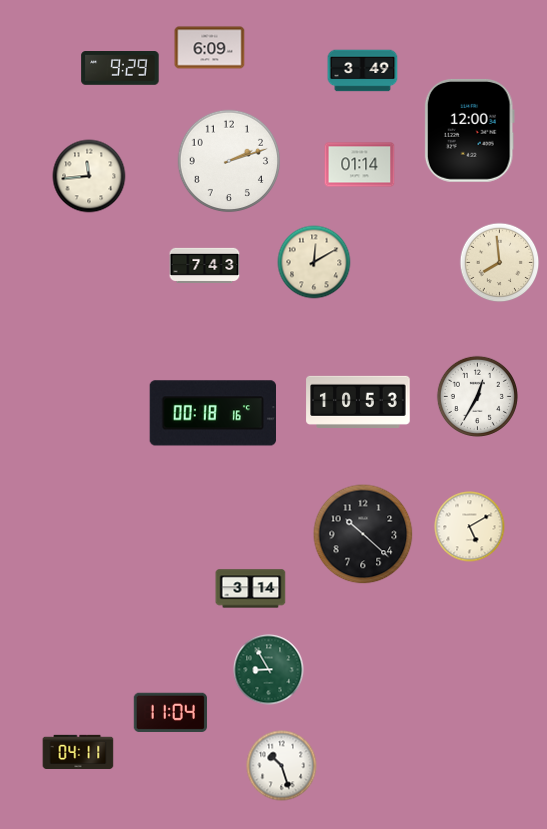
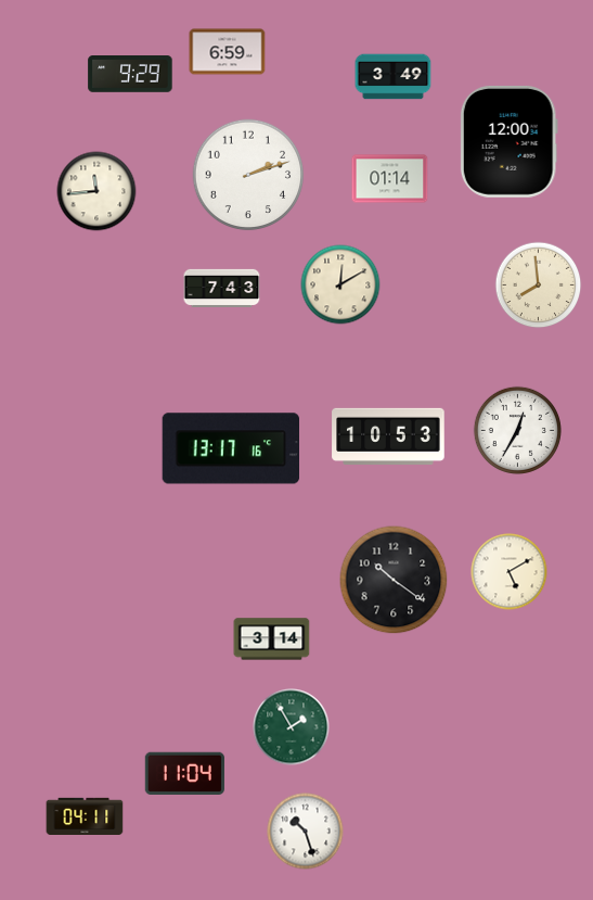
clock at (210, 48): 6:09 -> 6:59
clock at (500, 263) position: (500, 263) -> (539, 286)
clock at (213, 413): 00:18 -> 13:17
clock at (363, 534): 10:22 -> 10:21
clock at (269, 670): 8:55 -> 1:55
